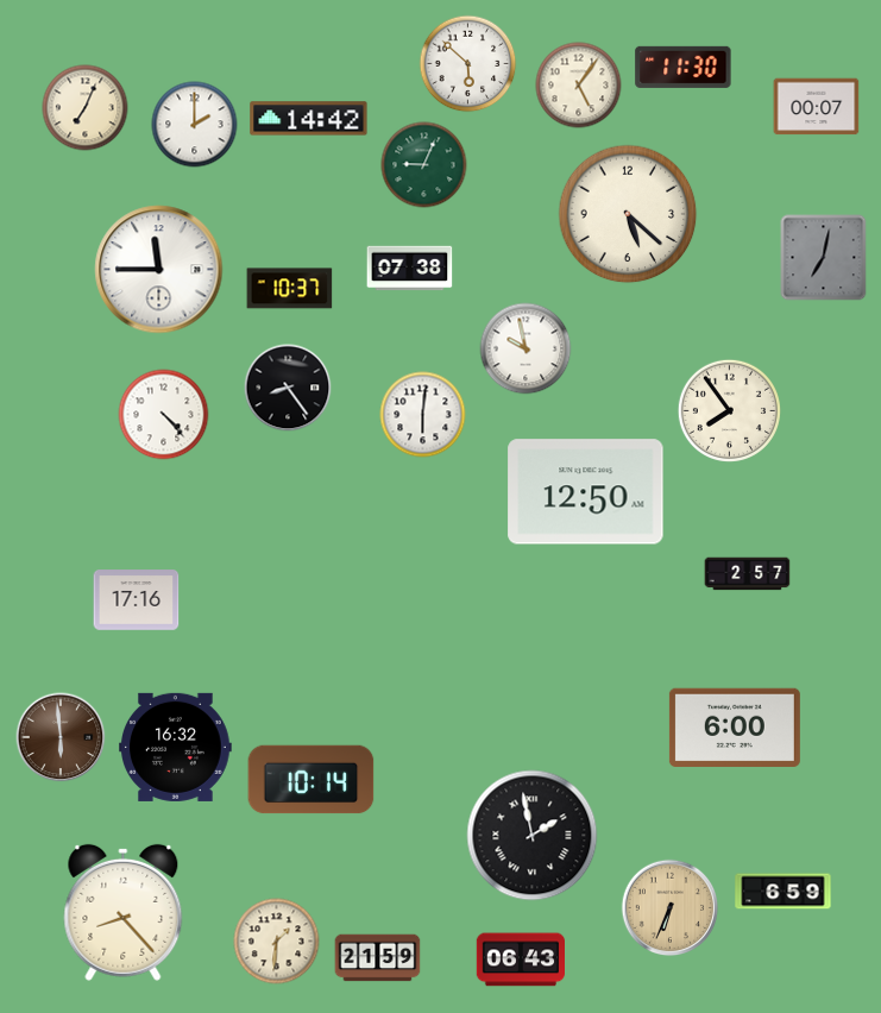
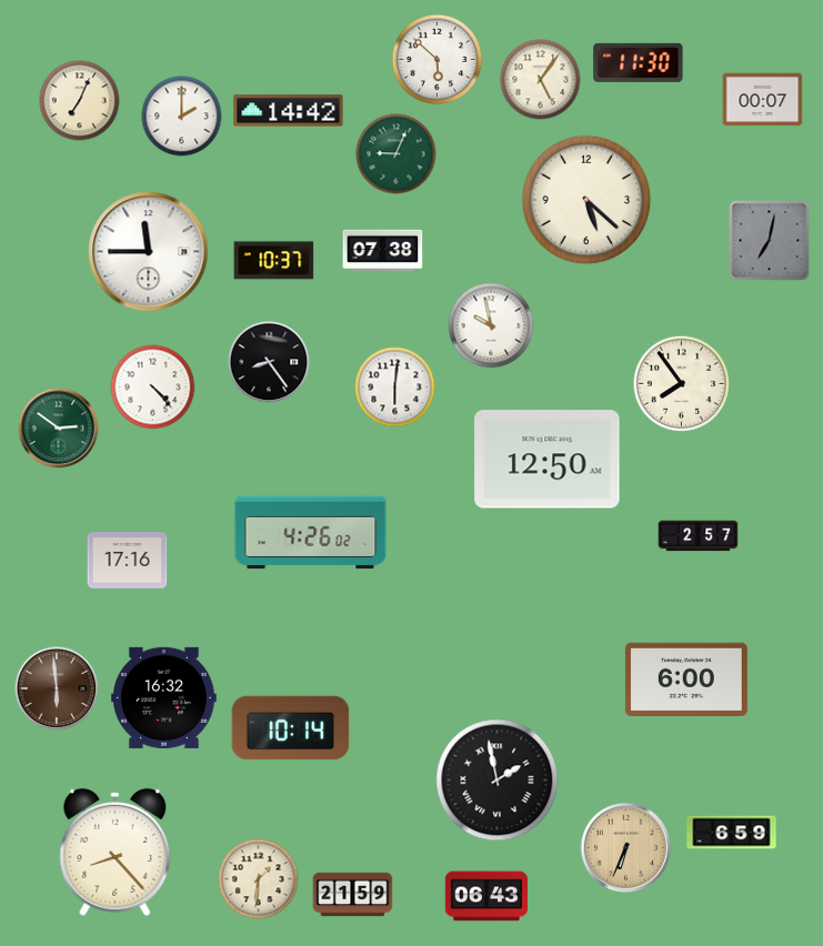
clock at (290, 289) position: (290, 289) -> (274, 261)
clock at (59, 429): none -> 2:51
clock at (311, 533): none -> 4:26
